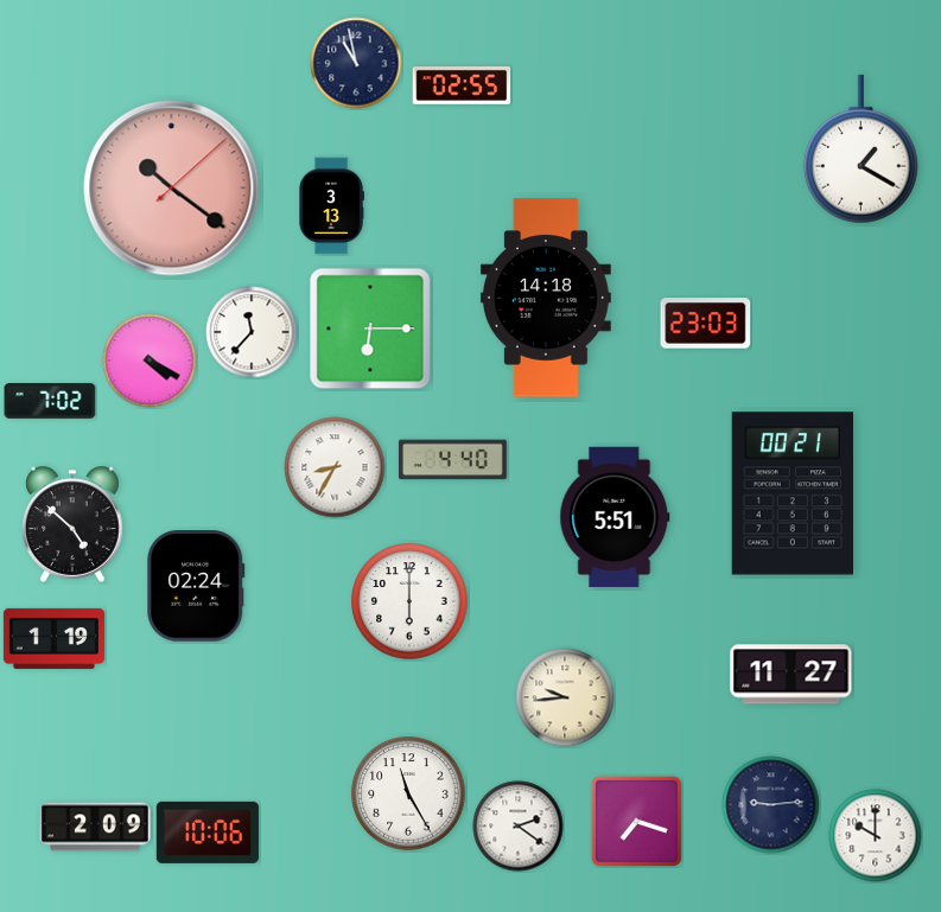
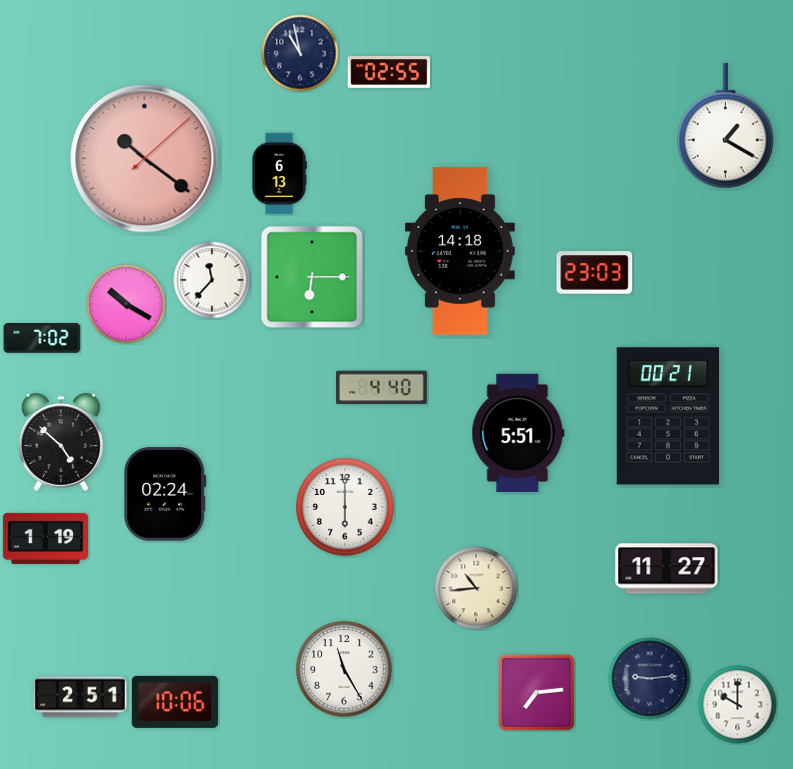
clock at (331, 206): 3:13 -> 6:13
clock at (150, 361): 4:20 -> 10:20
clock at (335, 467): 8:35 -> none
clock at (615, 517) position: (615, 517) -> (518, 433)
clock at (565, 697): 9:44 -> 10:44
clock at (636, 821): 7:18 -> 7:14
clock at (95, 827): 2:09 -> 2:51
clock at (519, 827): 2:21 -> none
